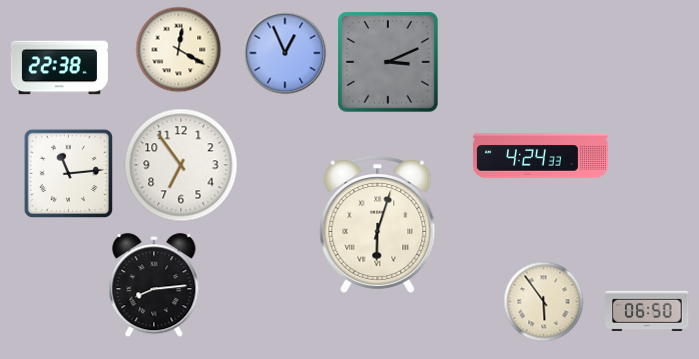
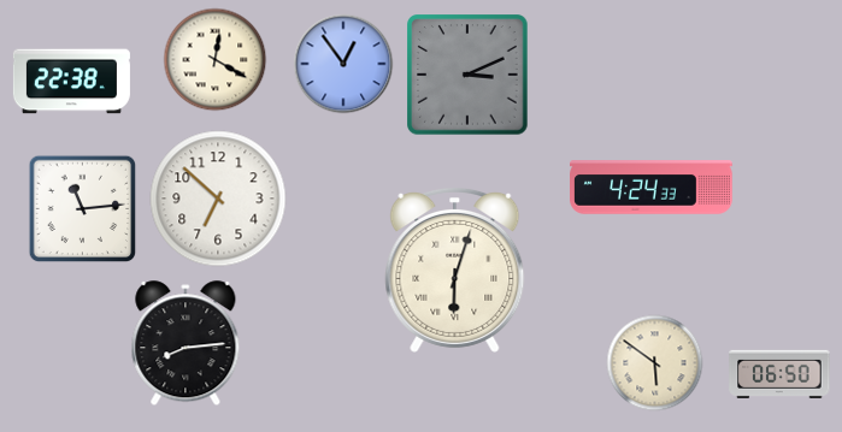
clock at (285, 53): 12:56 -> 12:54
clock at (181, 165): 6:54 -> 6:52
clock at (544, 302): 5:54 -> 5:51
